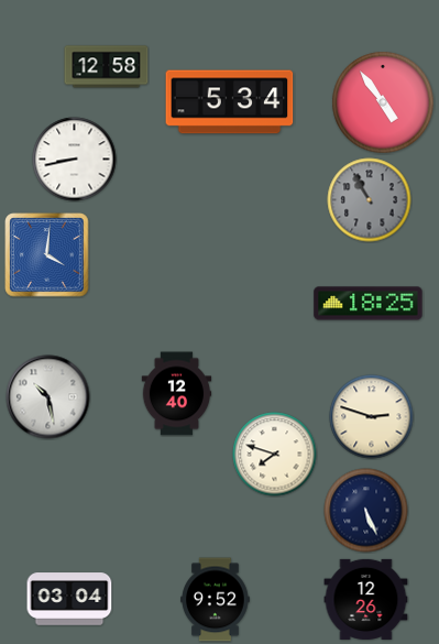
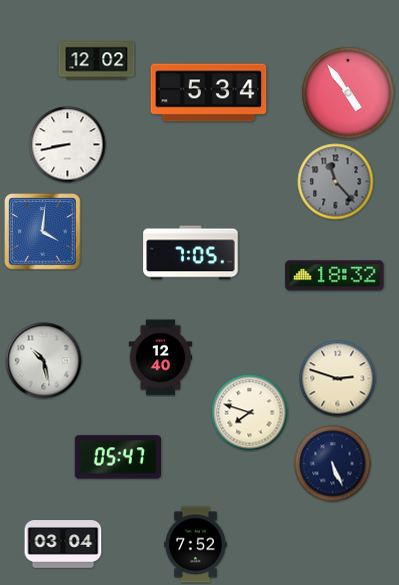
clock at (107, 67): 12:58 -> 12:02
clock at (370, 200): 10:55 -> 11:23
clock at (191, 253): none -> 7:05
clock at (369, 304): 18:25 -> 18:32
clock at (118, 457): none -> 05:47
clock at (366, 599): 12:26 -> none
clock at (216, 600): 9:52 -> 7:52
